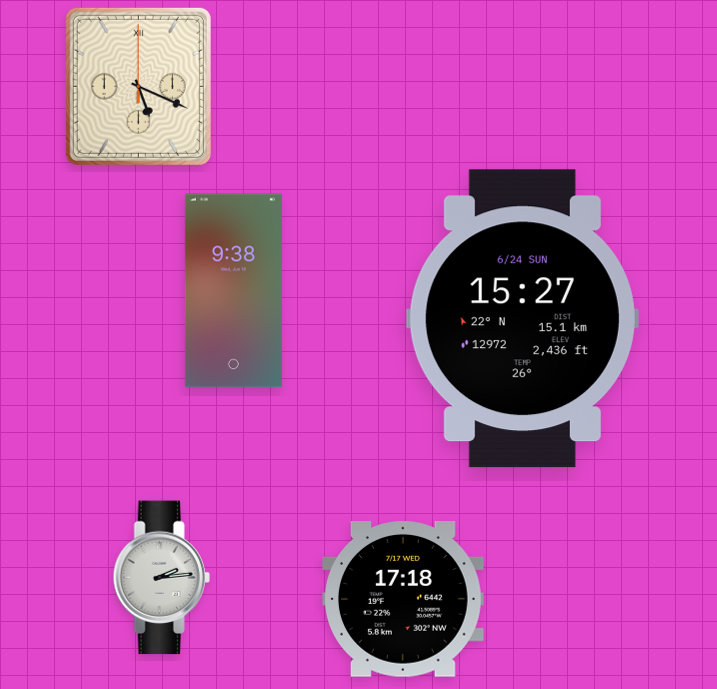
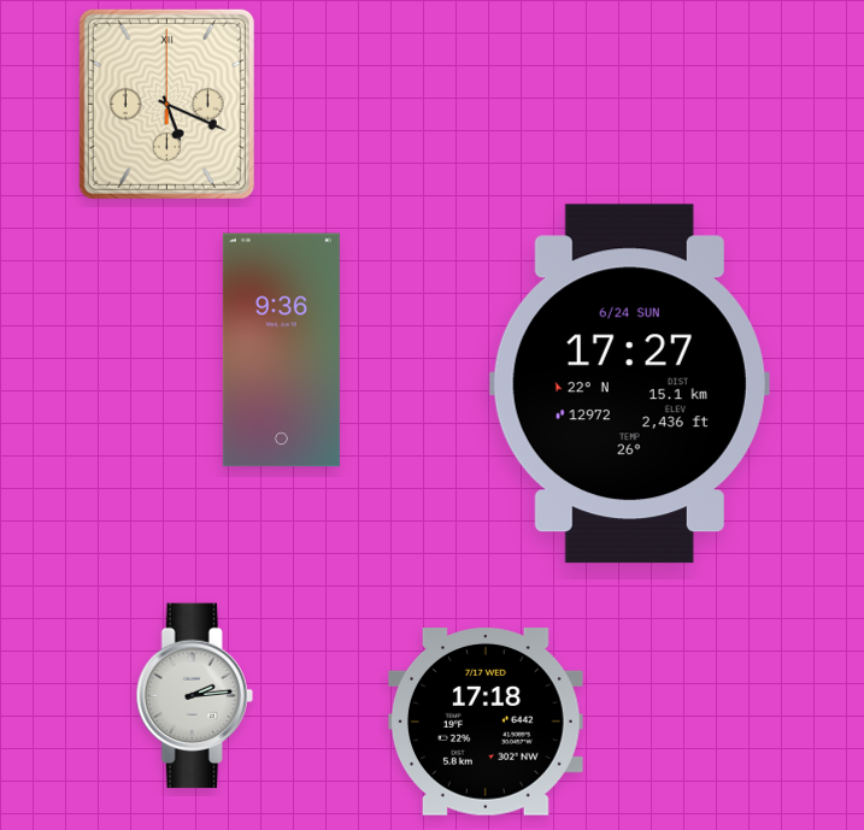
clock at (233, 291): 9:38 -> 9:36
clock at (522, 319): 15:27 -> 17:27
